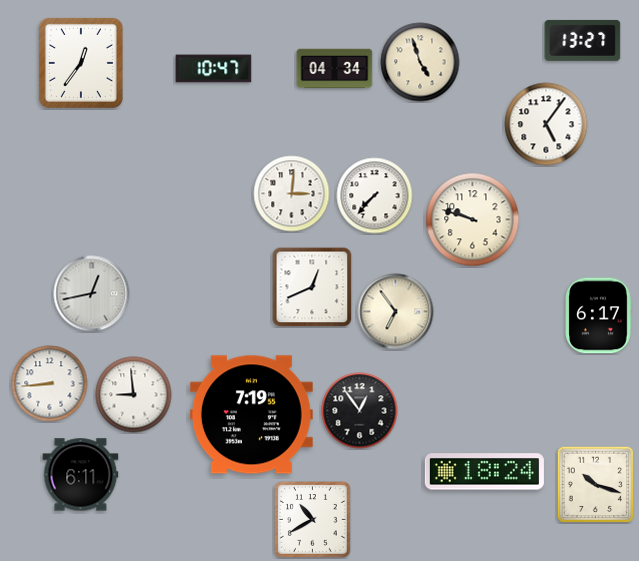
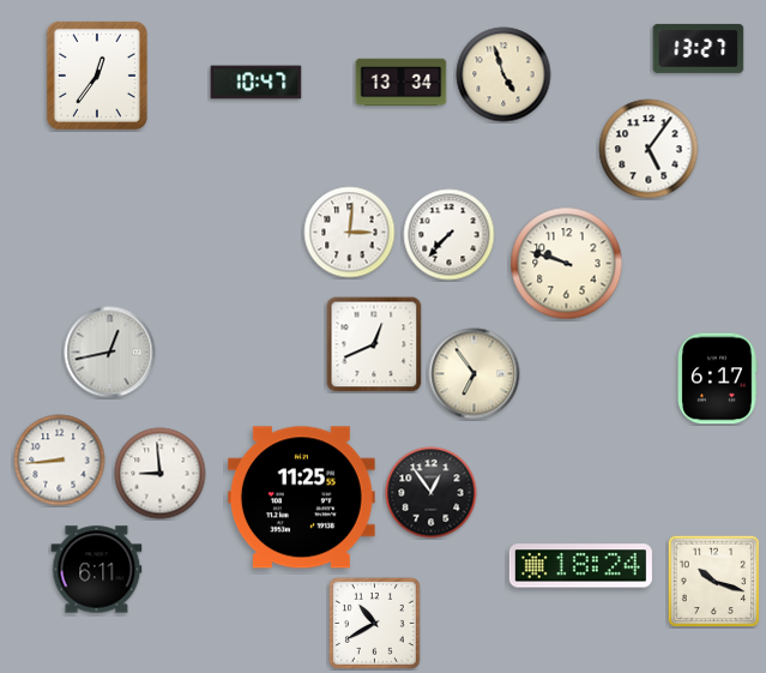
clock at (335, 69): 04:34 -> 13:34
clock at (546, 124) position: (546, 124) -> (649, 149)
clock at (251, 415): 7:19 -> 11:25
